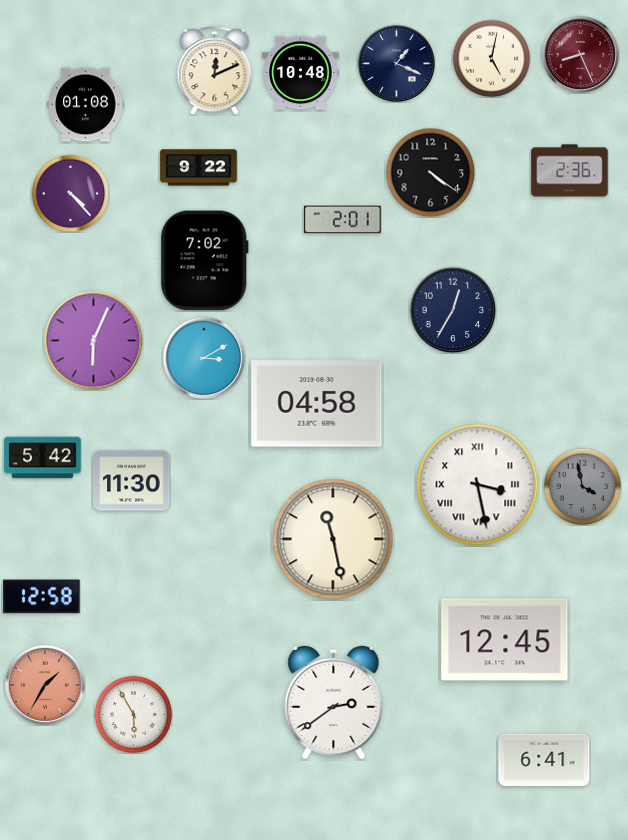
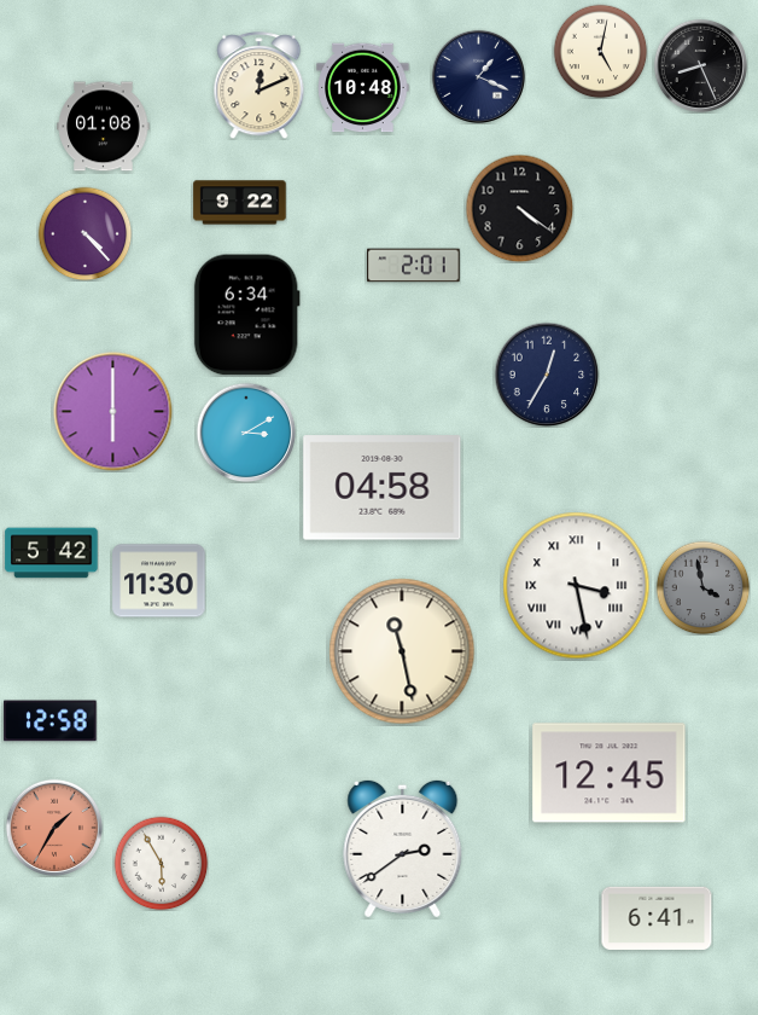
clock at (580, 54) dial: burgundy -> black
clock at (491, 58) position: (491, 58) -> (600, 51)
clock at (570, 171): 2:36 -> none
clock at (204, 261): 7:02 -> 6:34
clock at (94, 341): 6:04 -> 6:00
